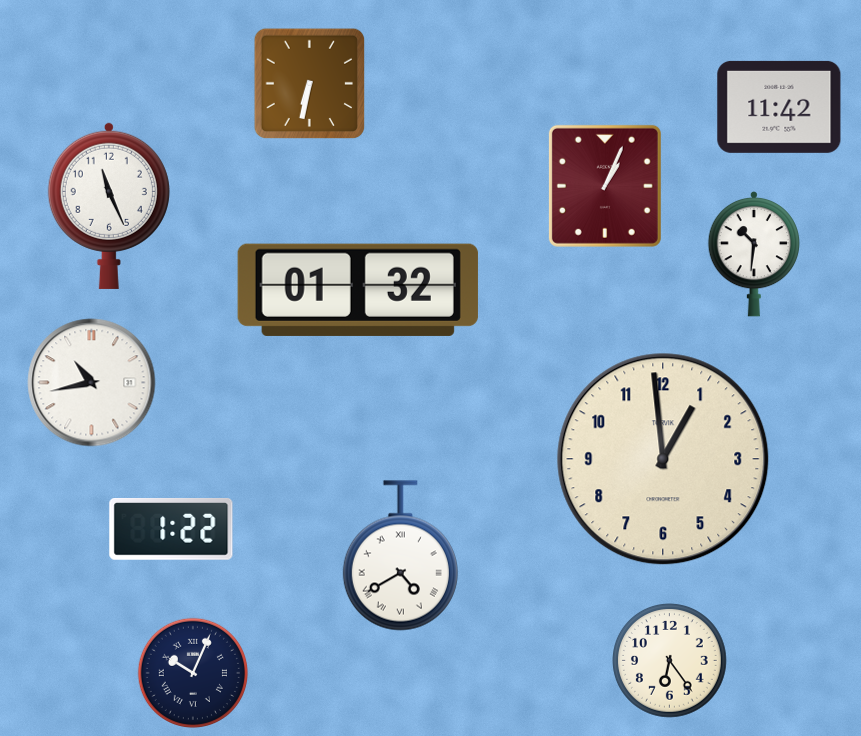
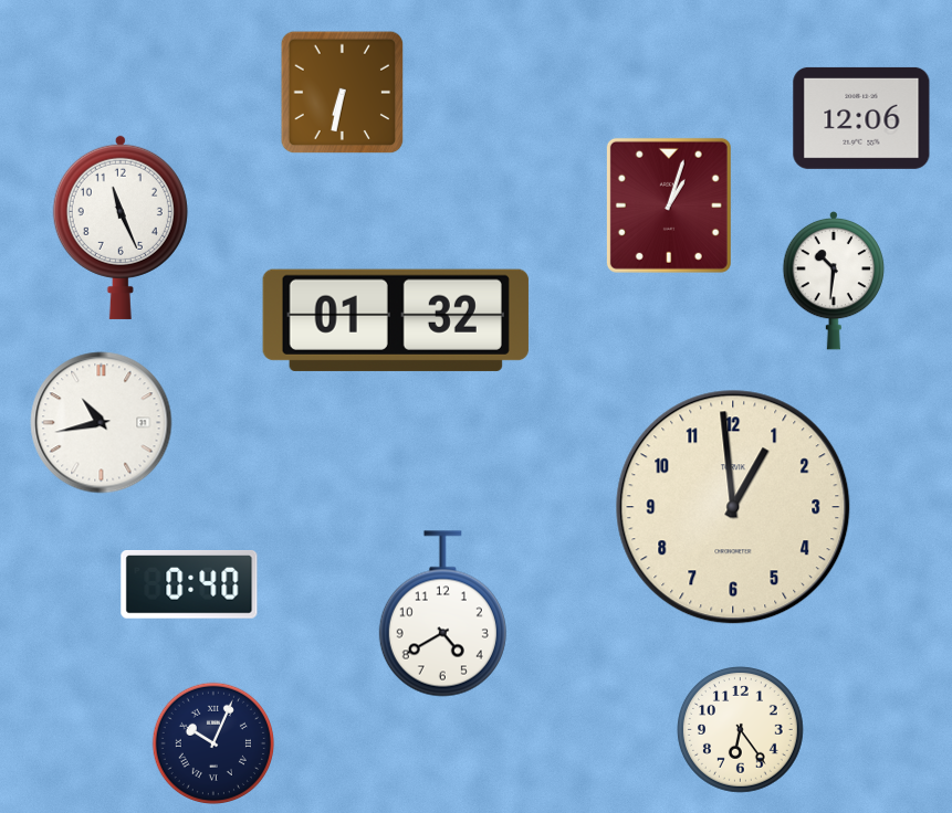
clock at (779, 107): 11:42 -> 12:06
clock at (605, 186): 1:04 -> 1:03
clock at (171, 530): 1:22 -> 0:40
clock at (400, 556) numerals: Roman -> Arabic
